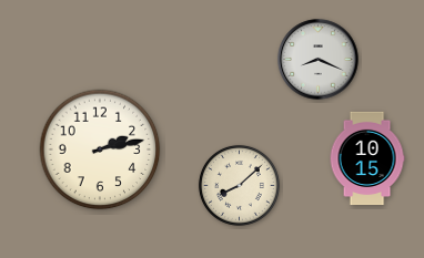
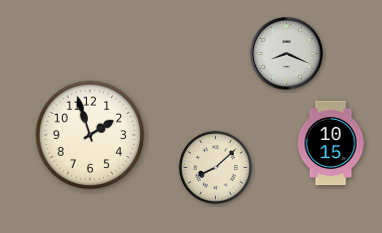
clock at (100, 149): 2:13 -> 1:57
